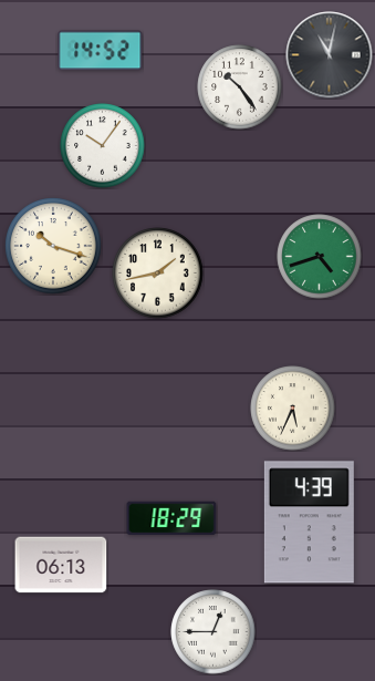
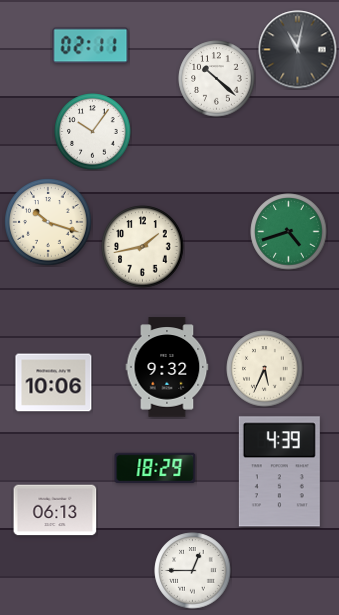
clock at (101, 51): 14:52 -> 02:11
clock at (240, 87): 10:24 -> 10:22
clock at (167, 367): none -> 9:32
clock at (54, 383): none -> 10:06
